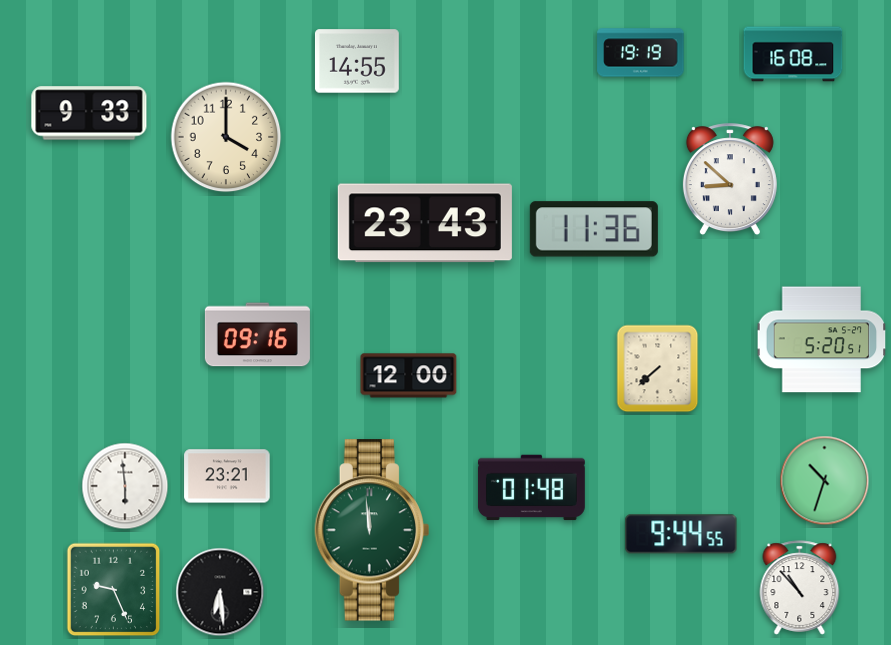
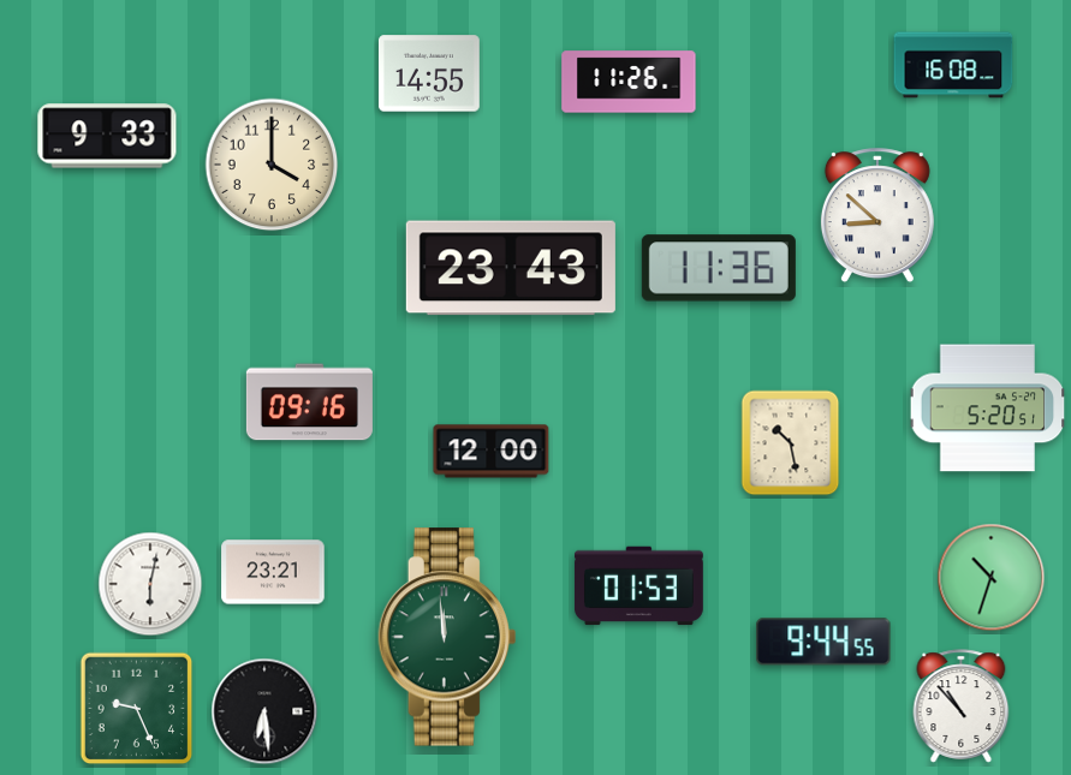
clock at (641, 53): 19:19 -> none
clock at (629, 82): none -> 11:26
clock at (594, 229) position: (594, 229) -> (719, 268)
clock at (658, 369): 7:38 -> 10:28
clock at (125, 486): 5:59 -> 6:02
clock at (531, 488): 01:48 -> 01:53
clock at (681, 534) position: (681, 534) -> (823, 642)
